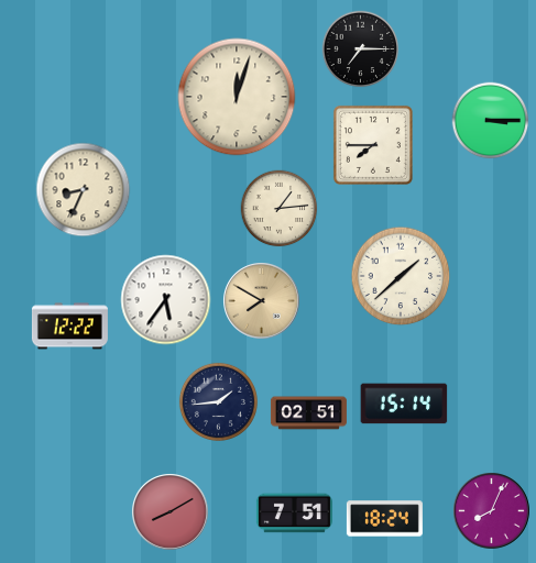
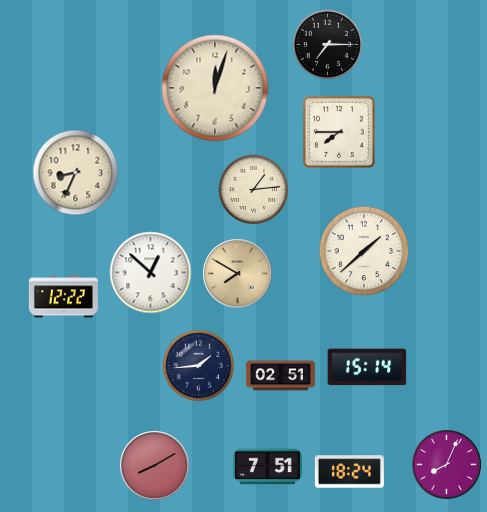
clock at (491, 121): 3:15 -> none
clock at (166, 300): 5:36 -> 12:52
